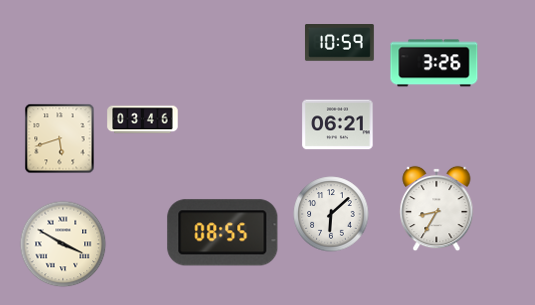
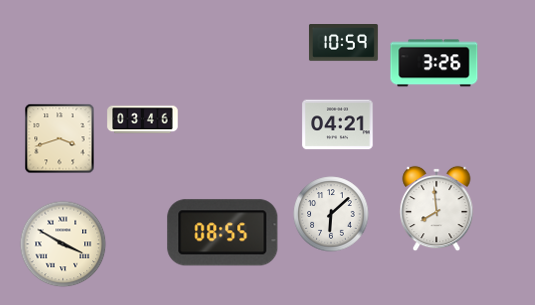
clock at (339, 43) position: (339, 43) -> (343, 43)
clock at (338, 125): 06:21 -> 04:21
clock at (60, 139): 5:42 -> 3:42
clock at (437, 209): 8:35 -> 7:59
